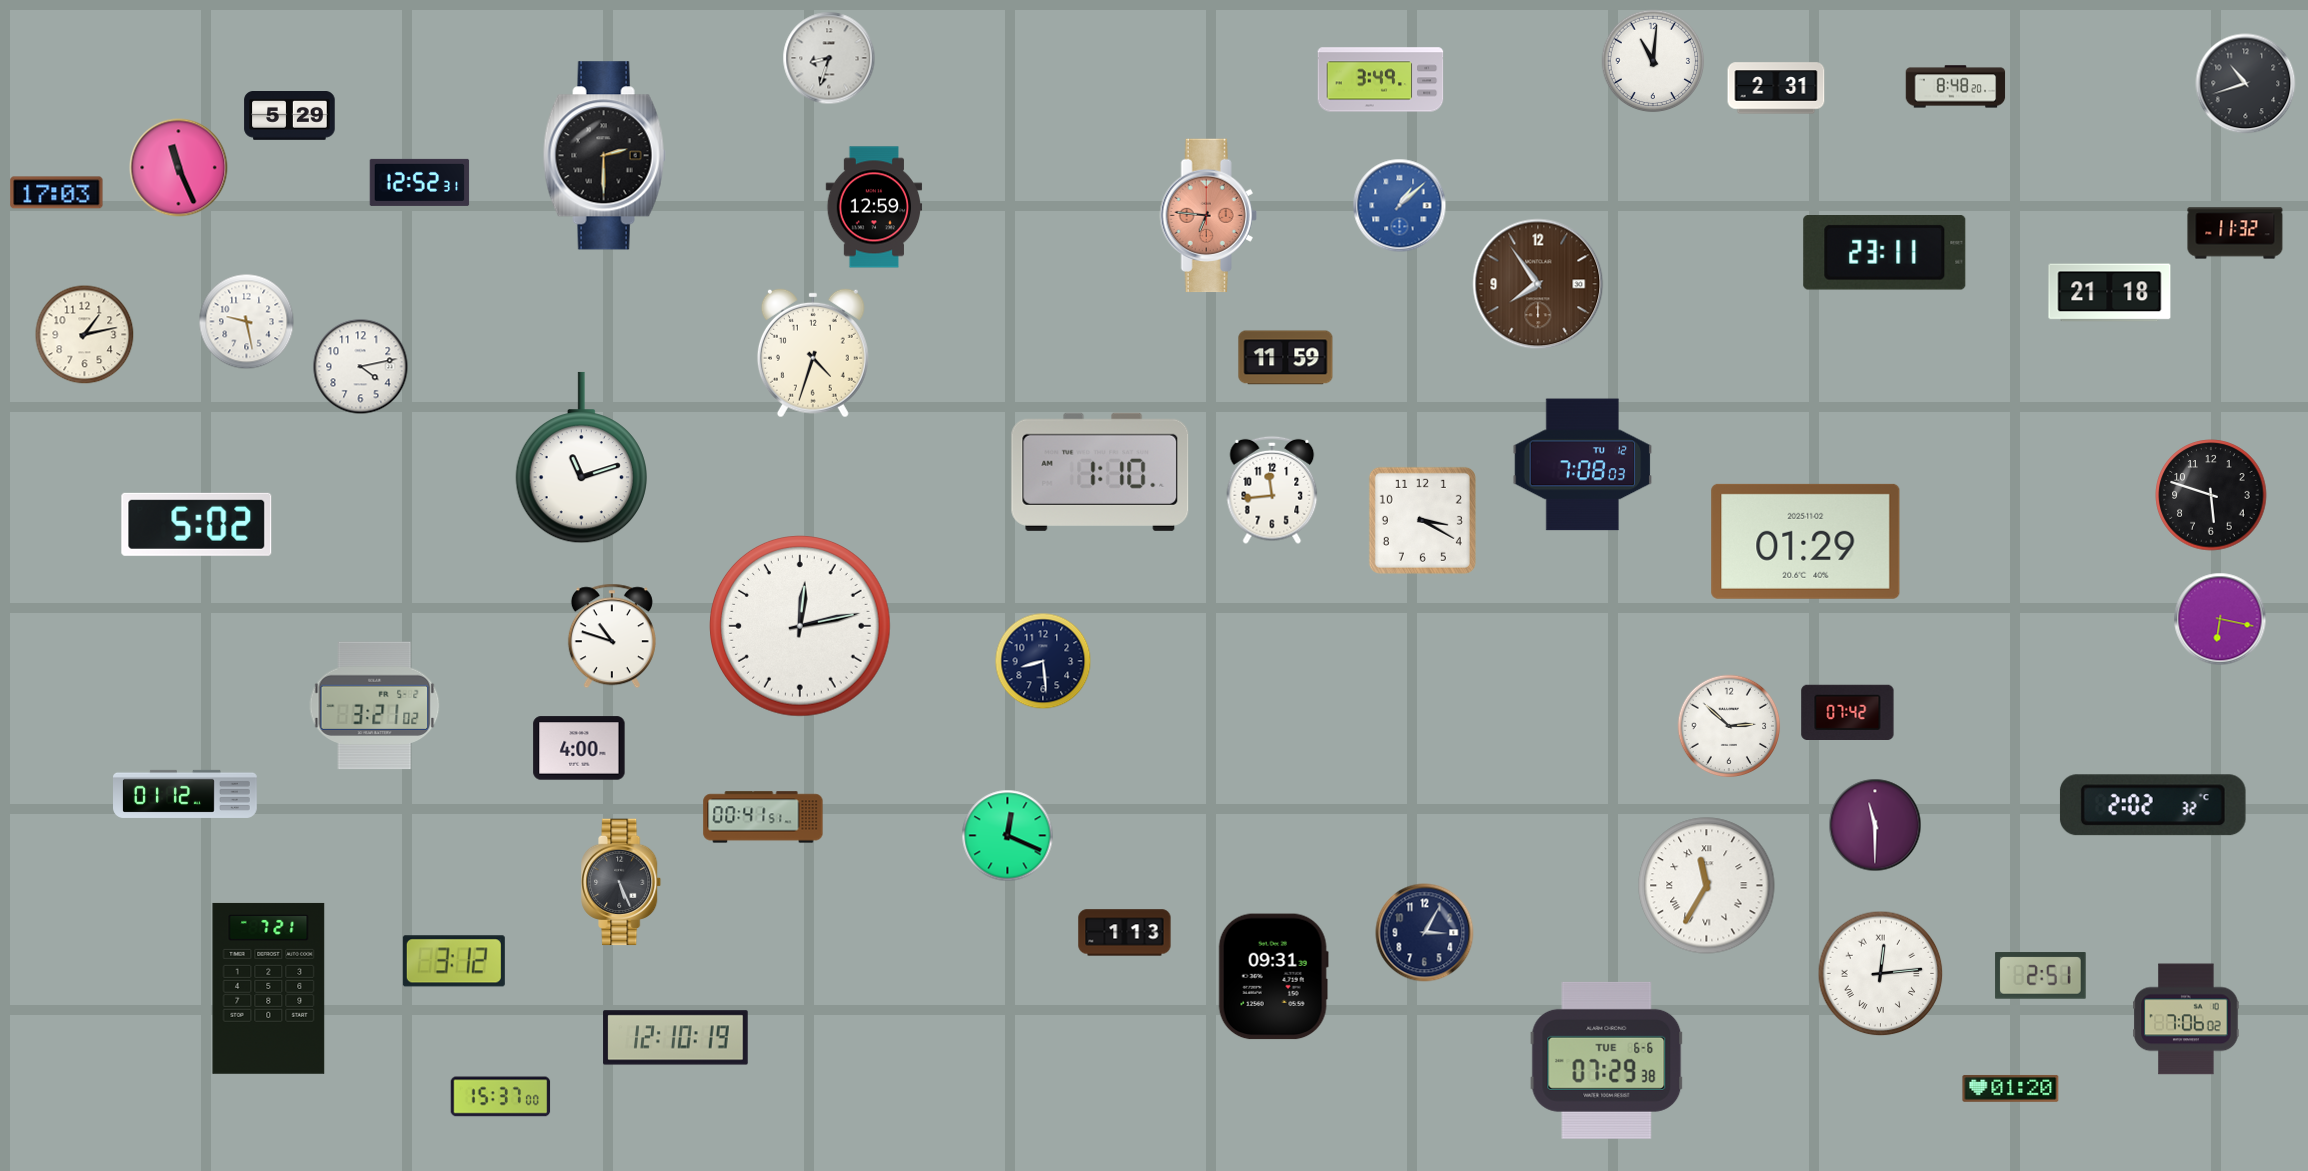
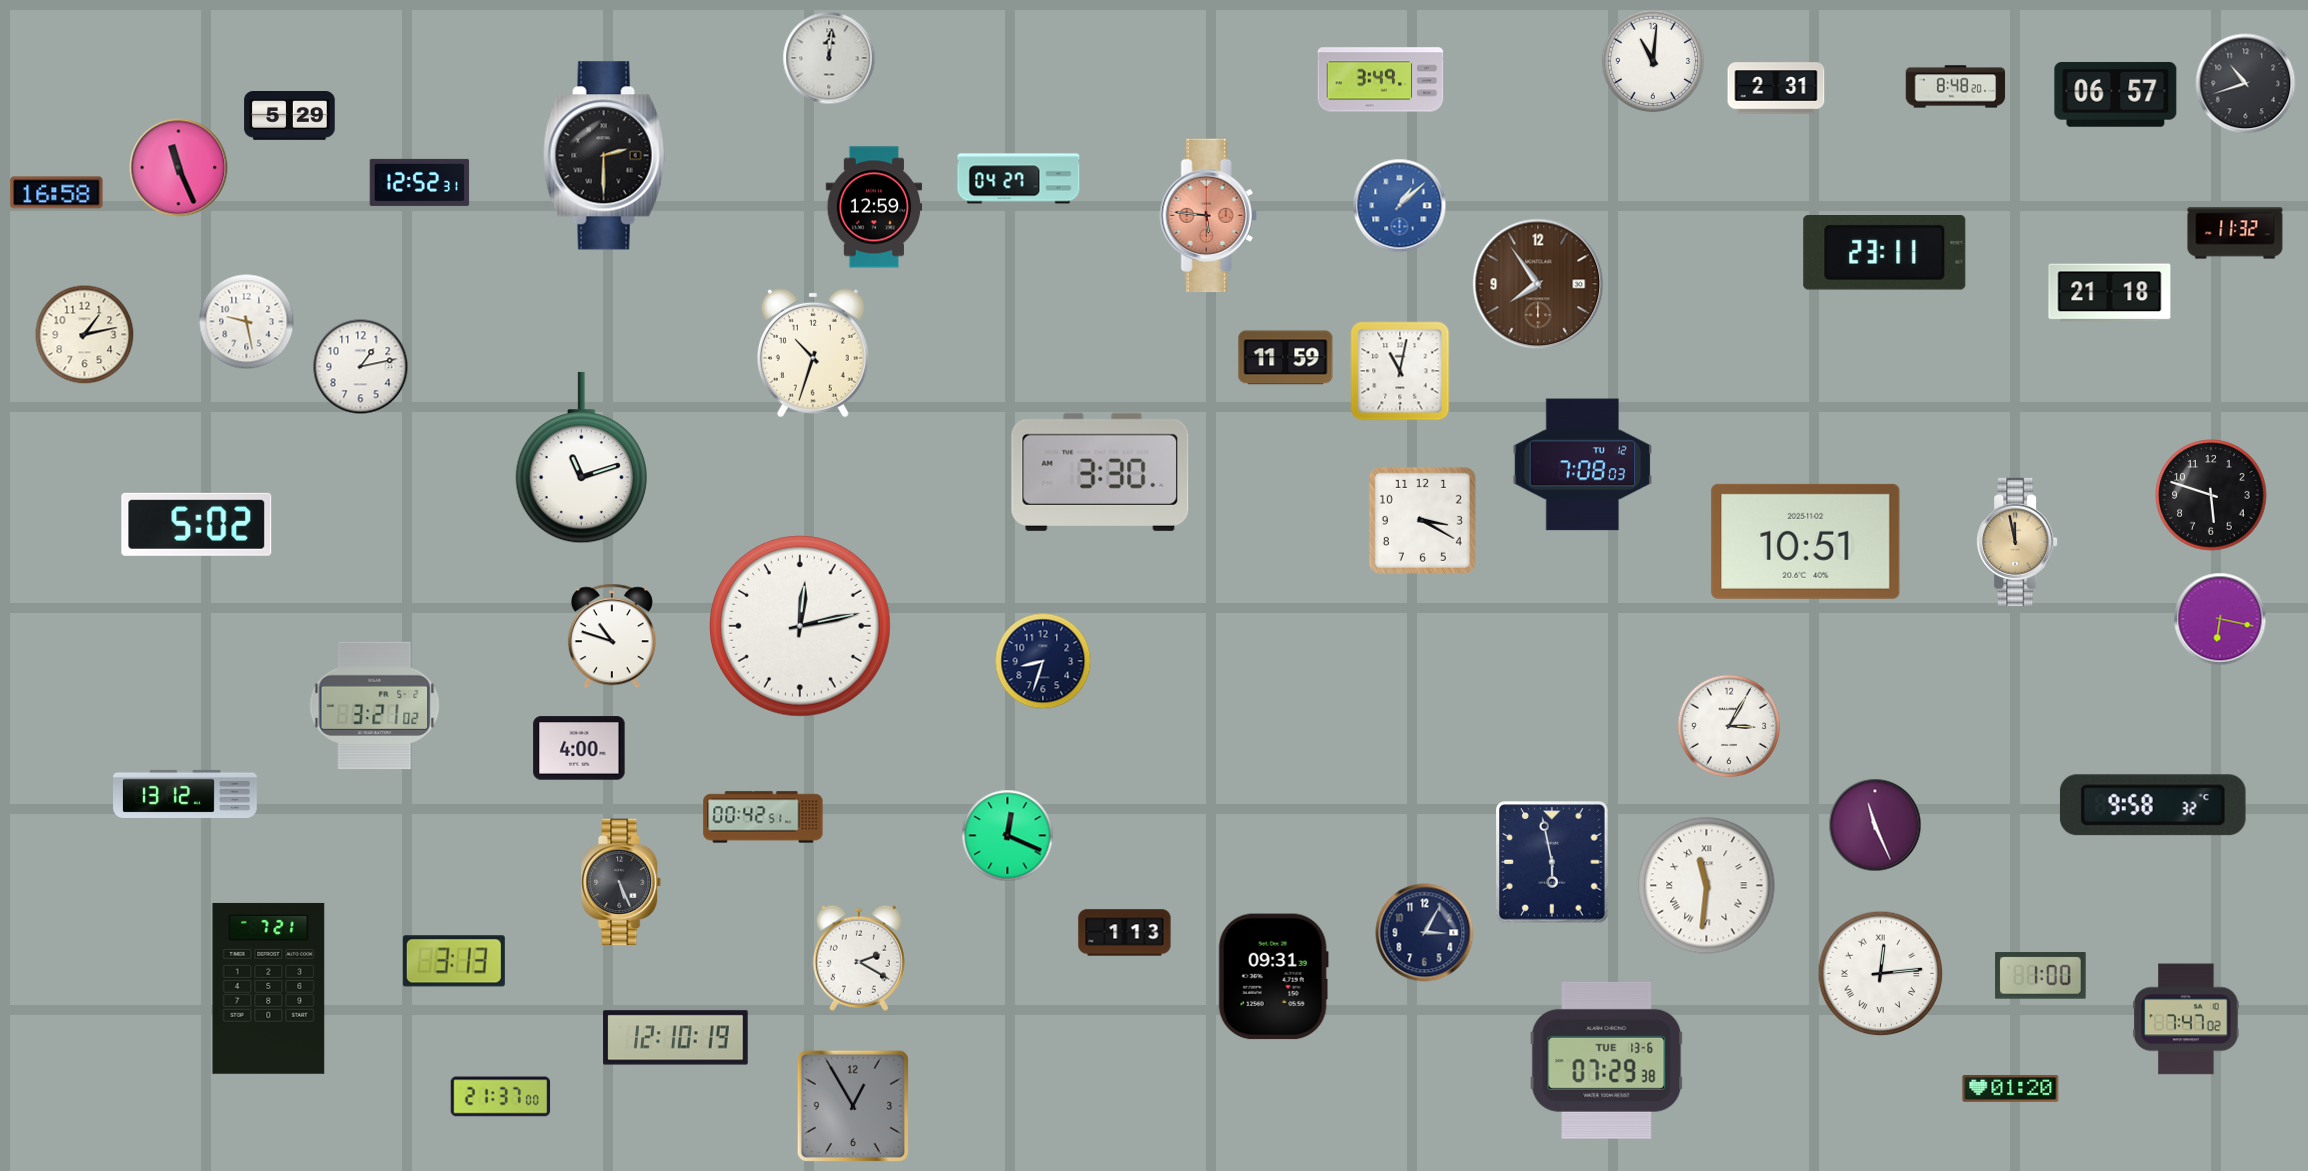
clock at (829, 58): 8:33 -> 12:01
clock at (2116, 94): none -> 06:57
clock at (1019, 179): none -> 04:27
clock at (57, 193): 17:03 -> 16:58
clock at (1208, 216): 6:46 -> 5:46
clock at (813, 353): 4:33 -> 10:33
clock at (361, 367): 4:13 -> 1:13
clock at (1400, 371): none -> 11:02
clock at (1100, 472): 1:10 -> 3:30
clock at (1272, 490): 11:44 -> none
clock at (1806, 541): 01:29 -> 10:51
clock at (2017, 542): none -> 11:58
clock at (1043, 661): 8:29 -> 8:33
clock at (1848, 712): 07:42 -> none
clock at (1729, 726): 2:52 -> 3:05
clock at (186, 794): 01:12 -> 13:12
clock at (2153, 805): 2:02 -> 9:58
clock at (763, 817): 00:41 -> 00:42
clock at (1875, 825): 11:30 -> 11:26
clock at (1552, 862): none -> 5:58
clock at (1707, 886): 11:35 -> 11:31
clock at (859, 958): none -> 2:20
clock at (454, 961): 3:12 -> 3:13
clock at (2041, 976): 2:51 -> 1:00
clock at (2186, 1019): 7:06 -> 7:47
clock at (1607, 1060) date: TUE 6-6 -> TUE 13-6
clock at (501, 1097): 15:37 -> 21:37
clock at (853, 1106): none -> 12:55
